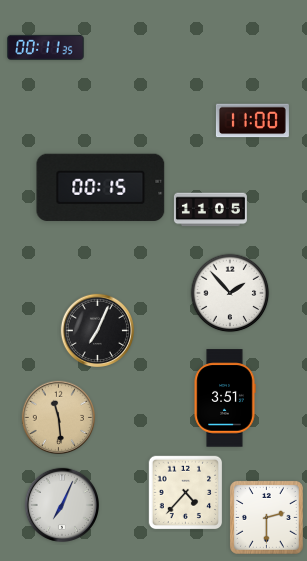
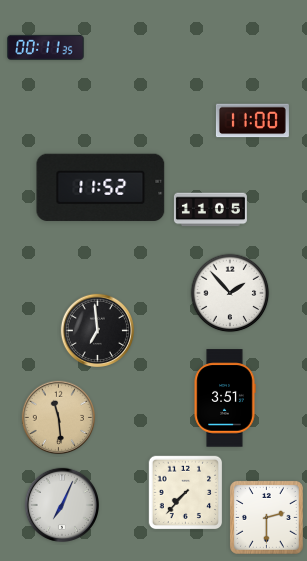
clock at (101, 187): 00:15 -> 11:52
clock at (97, 330): 7:04 -> 6:59
clock at (186, 493): 4:37 -> 7:37
